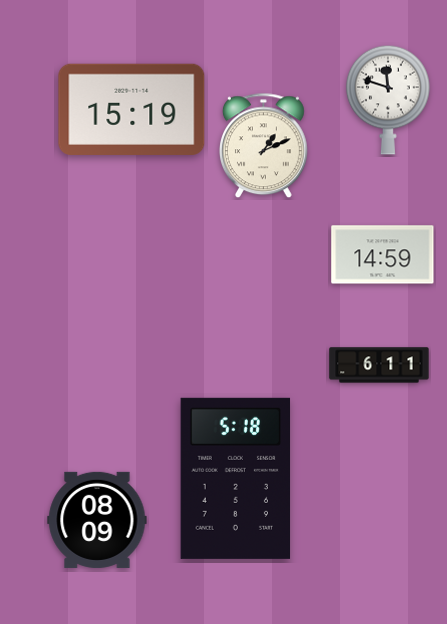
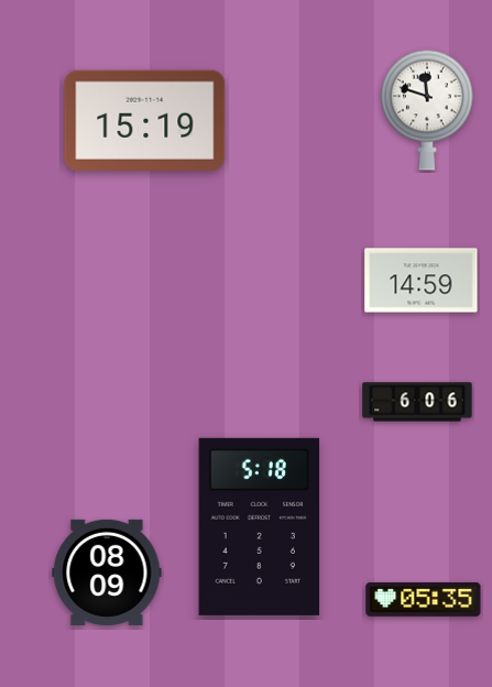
clock at (263, 146): 1:11 -> none
clock at (379, 365): 6:11 -> 6:06
clock at (424, 599): none -> 05:35
